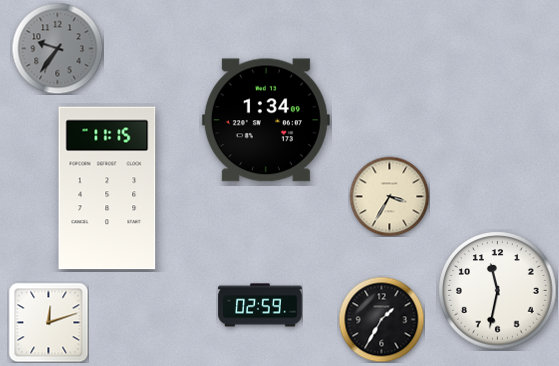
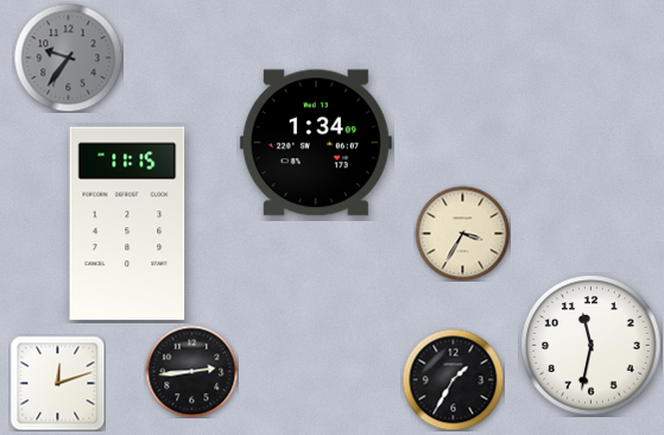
clock at (260, 305): 02:59 -> none
clock at (191, 371): none -> 2:44
